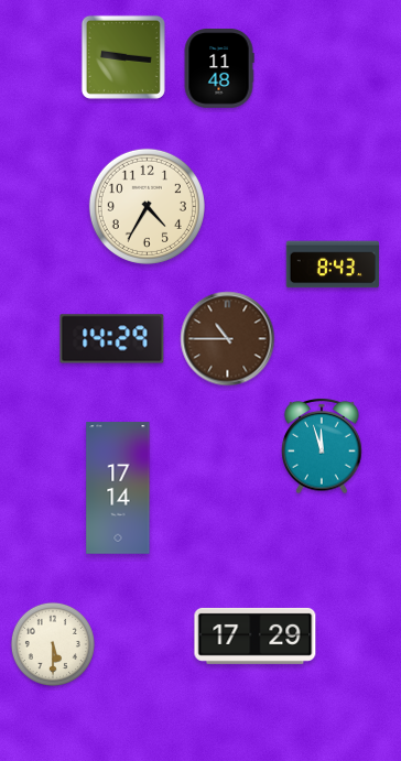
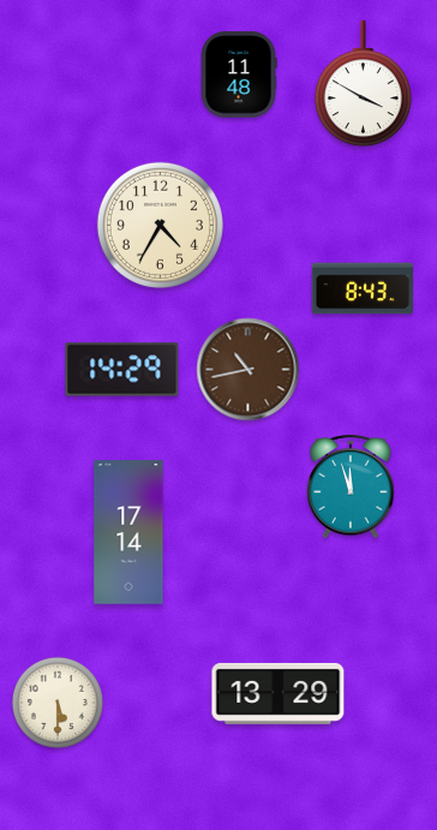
clock at (123, 57): 9:16 -> none
clock at (363, 84): none -> 3:50
clock at (228, 339): 10:45 -> 10:43
clock at (256, 635): 17:29 -> 13:29
